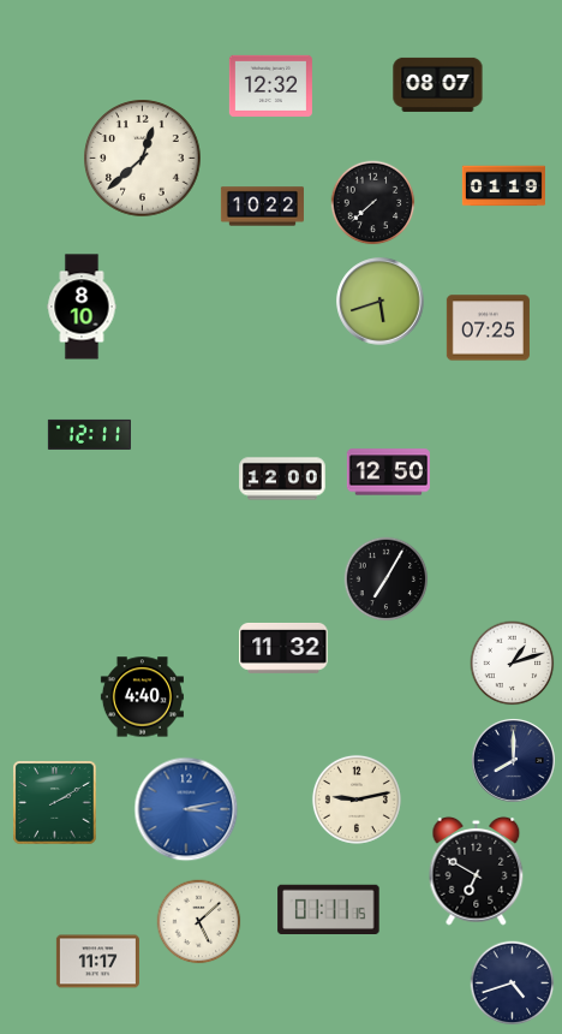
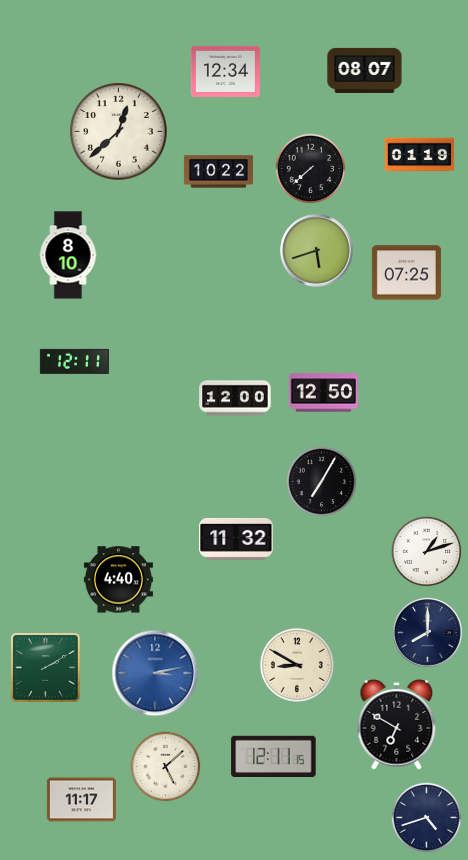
clock at (270, 85): 12:32 -> 12:34
clock at (357, 800): 9:13 -> 8:50
clock at (329, 909): 01:11 -> 12:11
